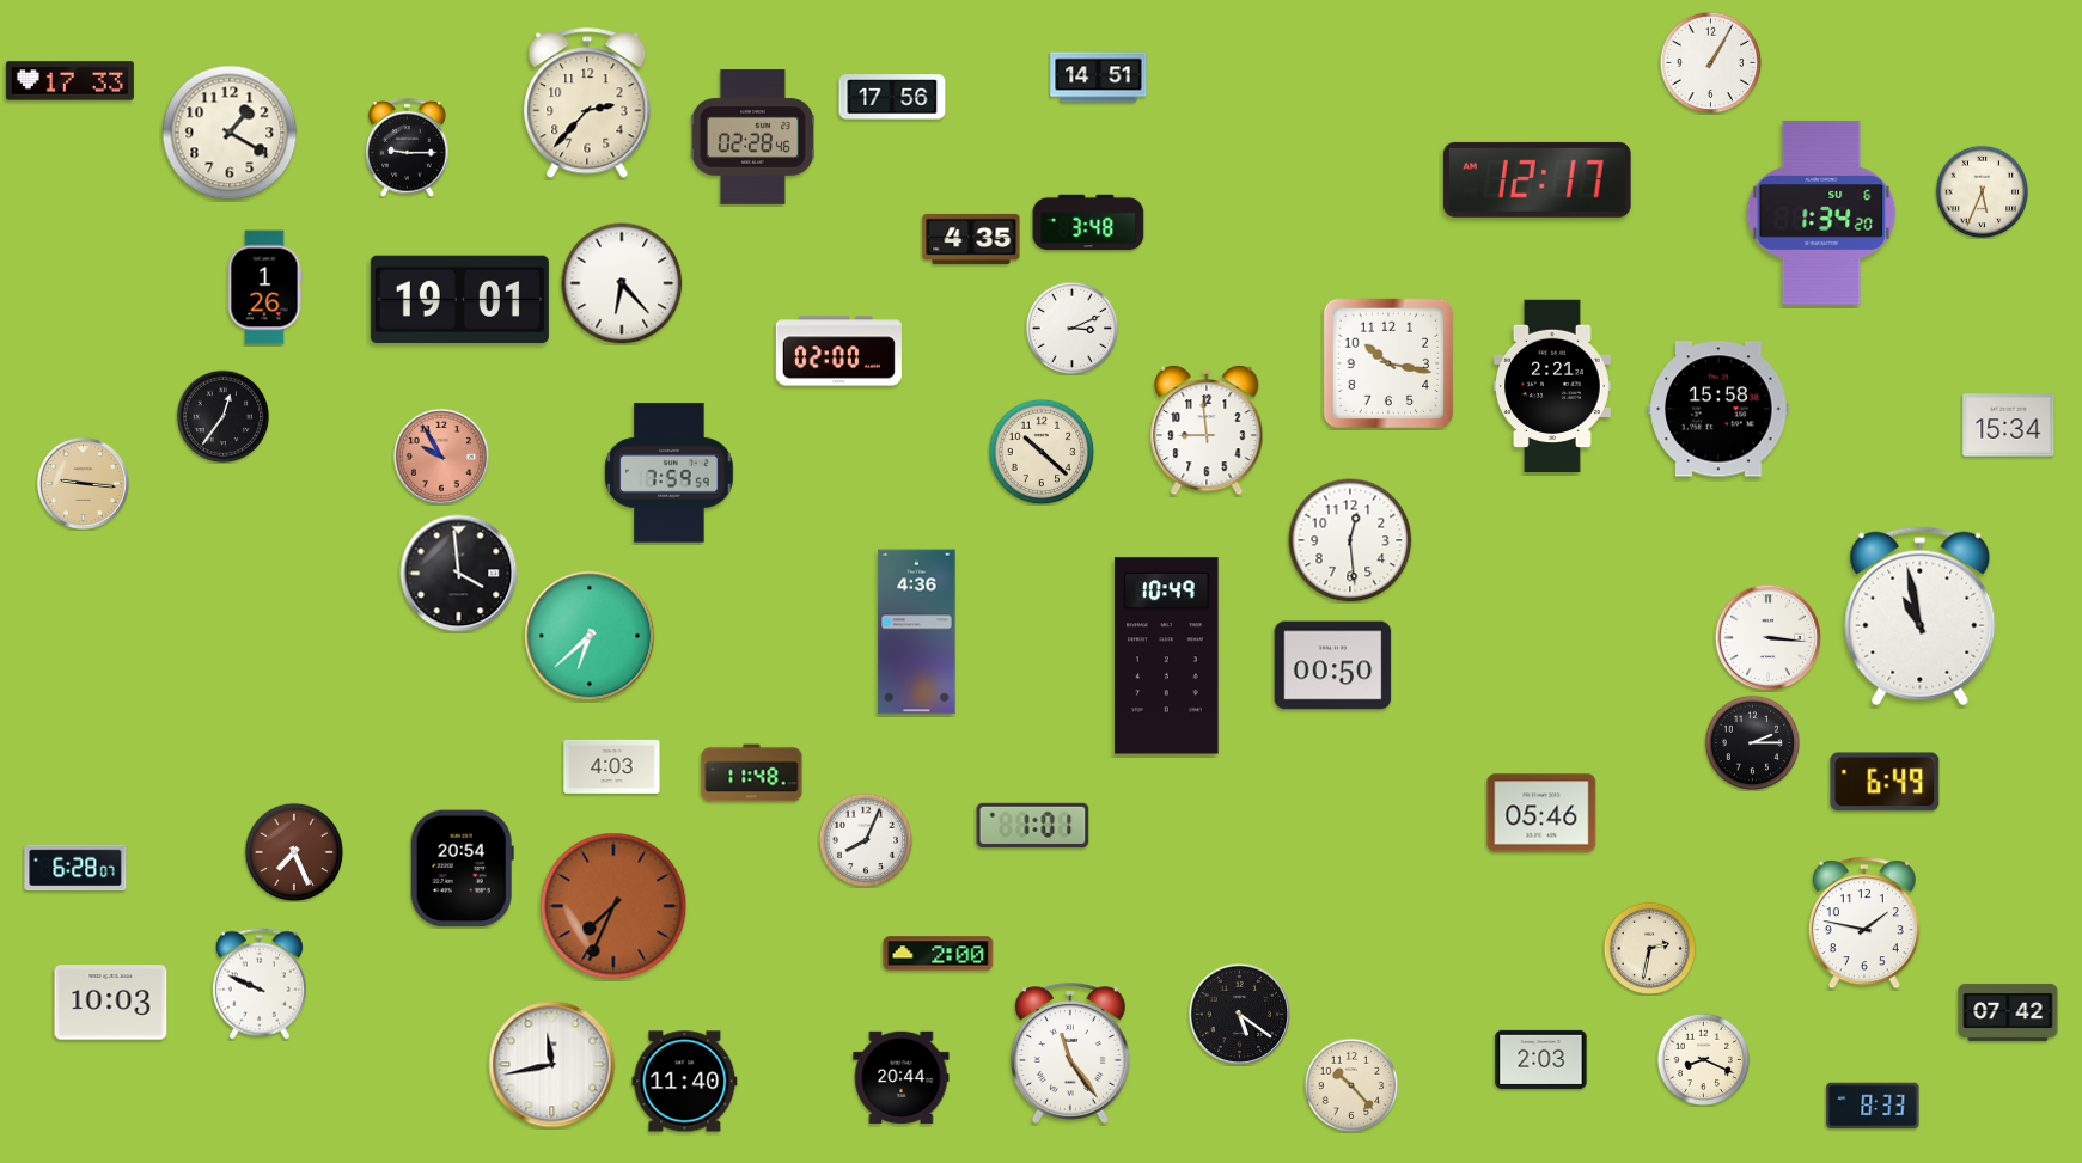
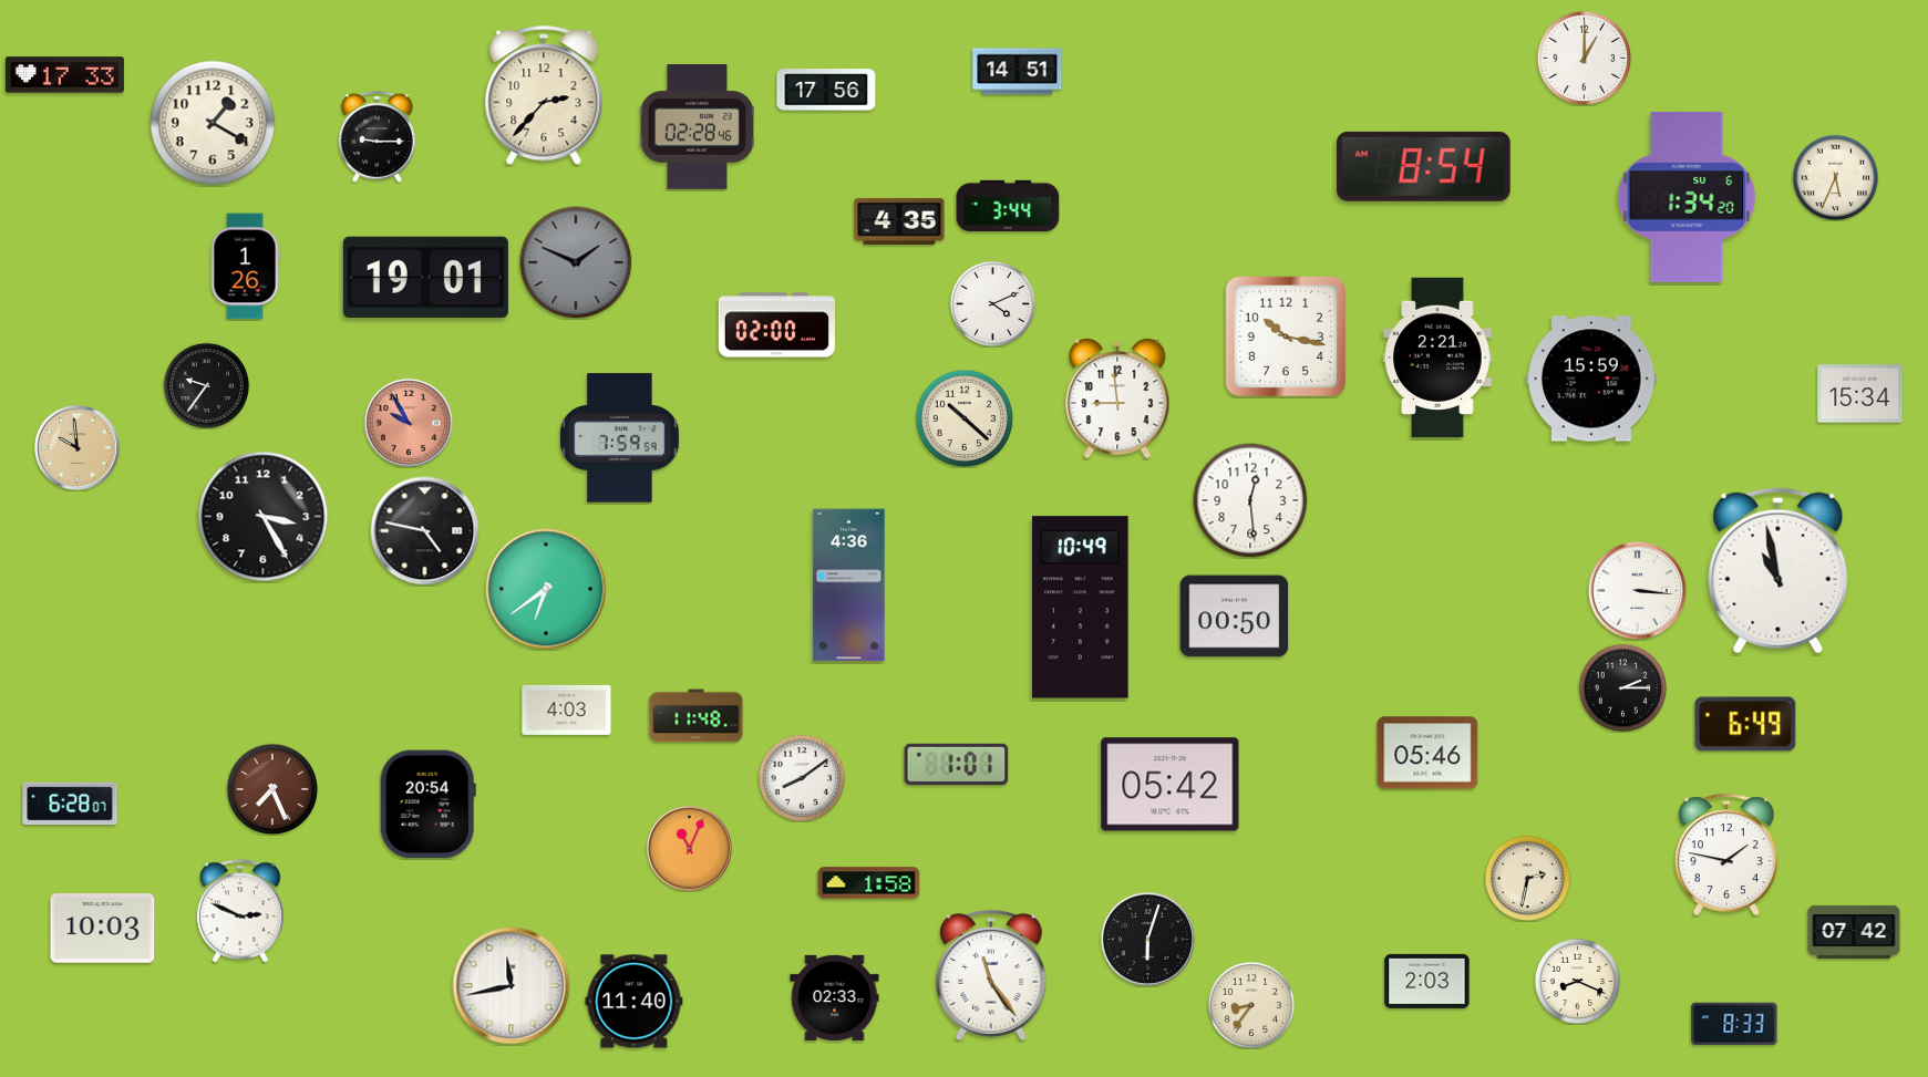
clock at (1710, 62): 1:05 -> 1:00
clock at (1537, 179): 12:17 -> 8:54
clock at (1088, 222): 3:48 -> 3:44
clock at (622, 283): 6:23 -> 1:49
clock at (622, 283) dial: white -> grey
clock at (1071, 328): 3:11 -> 4:11
clock at (1718, 409): 15:58 -> 15:59
clock at (222, 416): 12:36 -> 9:36
clock at (83, 483): 9:16 -> 9:59
clock at (264, 517): none -> 3:25
clock at (459, 574): 3:59 -> 4:47
clock at (590, 636): 6:38 -> 6:39
clock at (866, 840): 8:04 -> 8:09
clock at (1171, 785): none -> 05:42
clock at (613, 906): 7:34 -> none
clock at (689, 848): none -> 11:04
clock at (939, 954): 2:00 -> 1:58
clock at (260, 984): 9:49 -> 2:49
clock at (2008, 1012) position: (2008, 1012) -> (1854, 932)
clock at (1239, 1014): 5:21 -> 6:03
clock at (902, 1077): 20:44 -> 02:33
clock at (1351, 1085): 10:23 -> 8:36
